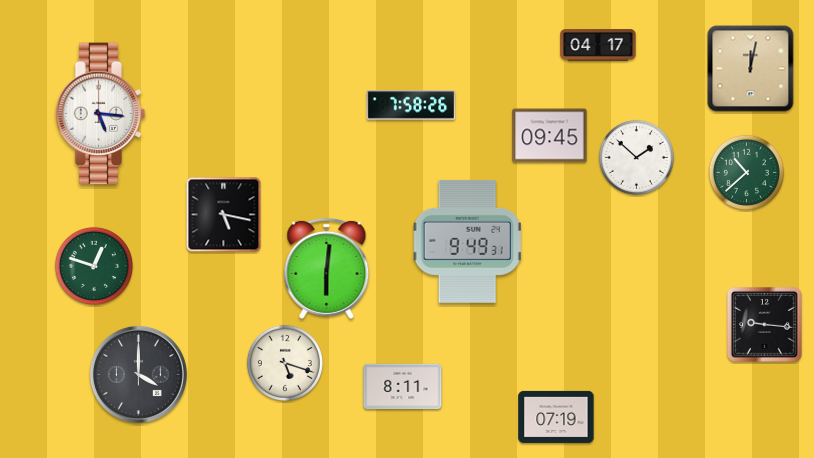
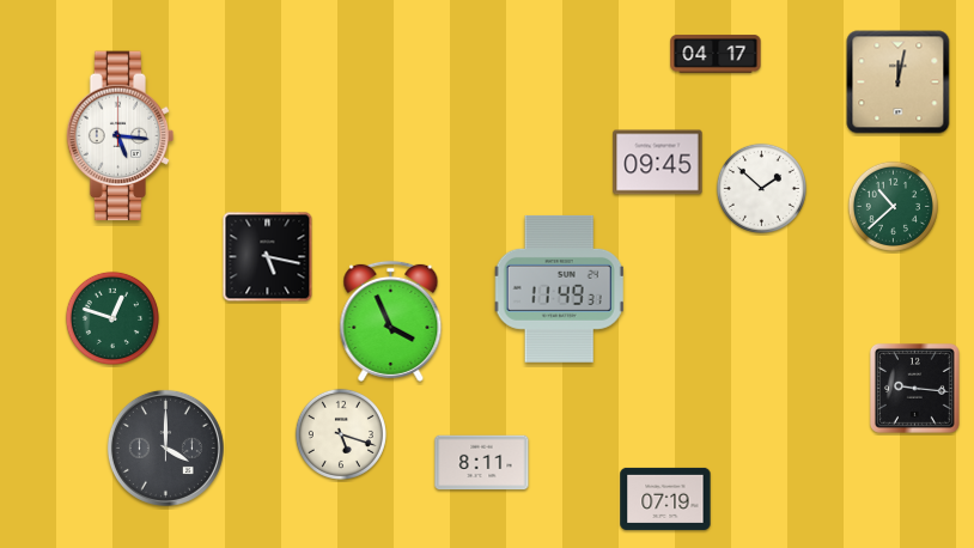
clock at (411, 105): 7:58 -> none
clock at (467, 241): 9:49 -> 11:49
clock at (327, 268): 6:01 -> 3:56
